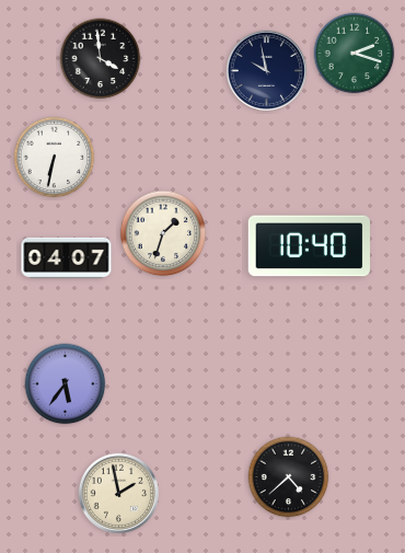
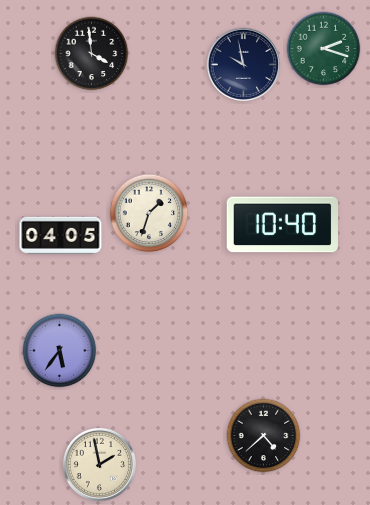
clock at (55, 158): 6:32 -> none
clock at (67, 257): 04:07 -> 04:05
clock at (118, 493) position: (118, 493) -> (99, 464)
